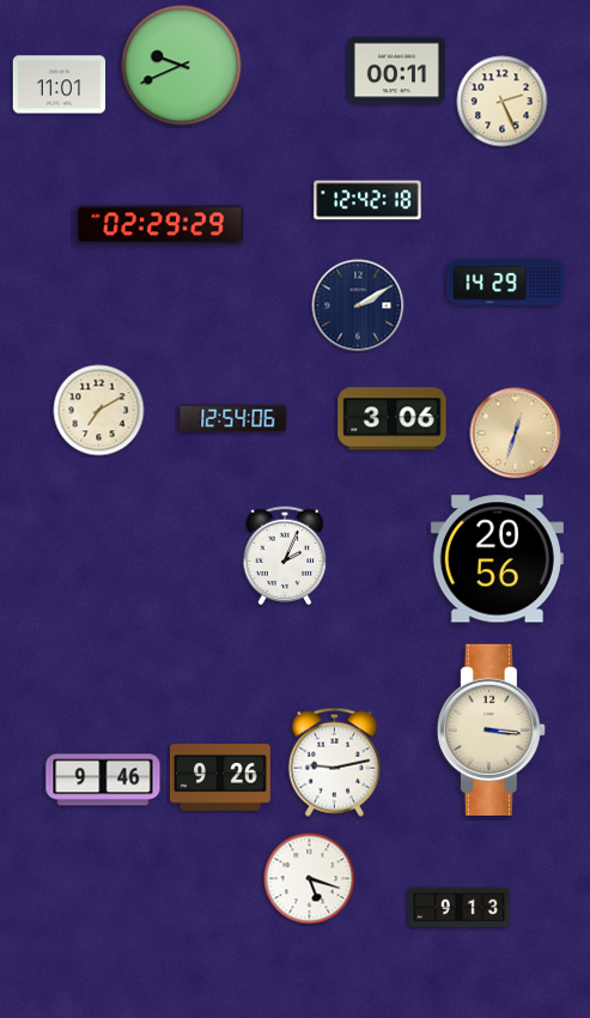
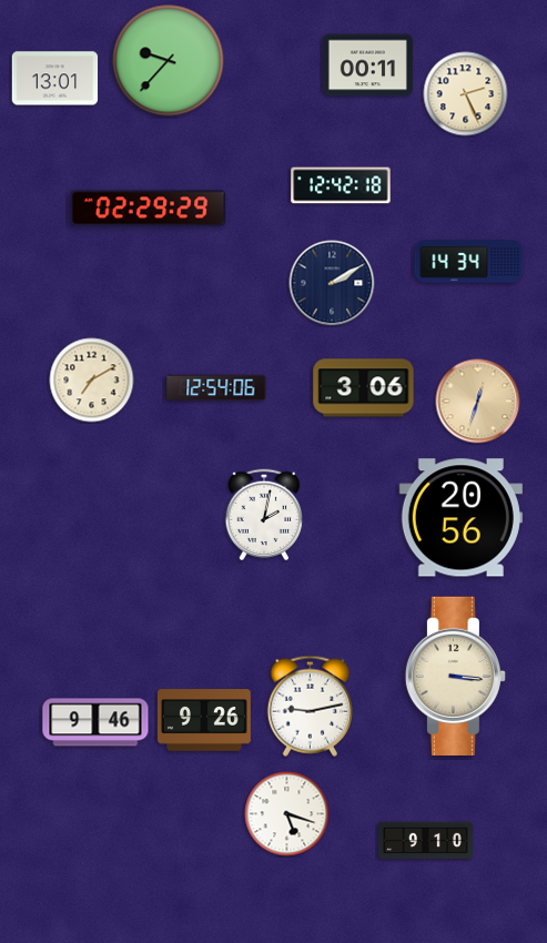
clock at (182, 66): 9:41 -> 9:37
clock at (60, 85): 11:01 -> 13:01
clock at (506, 283): 14:29 -> 14:34
clock at (285, 556): 2:04 -> 2:02
clock at (460, 908): 9:13 -> 9:10
